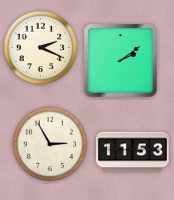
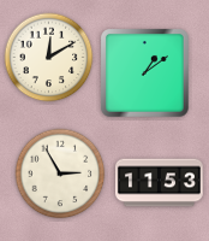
clock at (41, 48): 2:19 -> 12:10
clock at (121, 61): 2:09 -> 1:09
